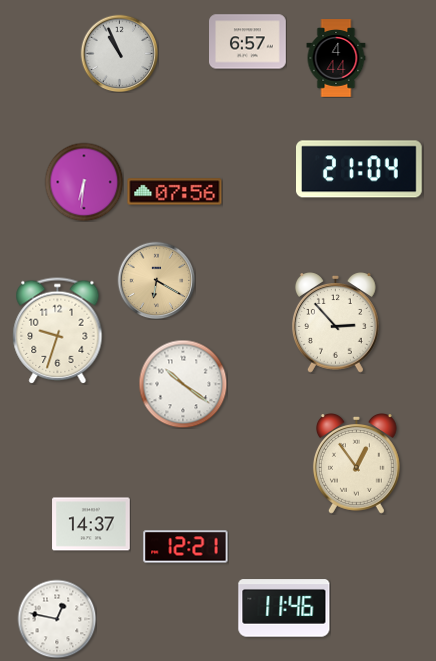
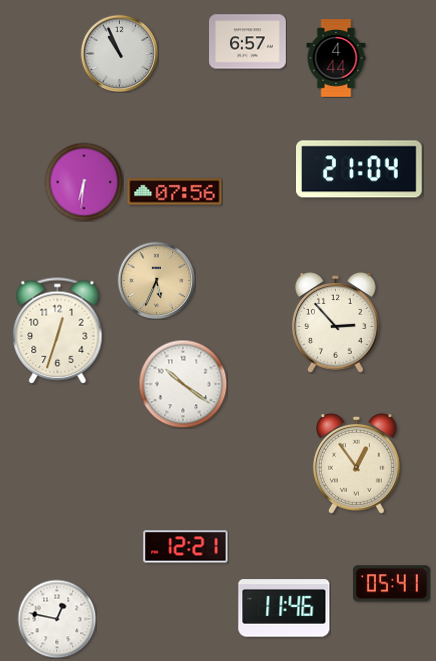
clock at (156, 280): 6:20 -> 5:34
clock at (58, 331): 9:33 -> 12:33
clock at (91, 524): 14:37 -> none
clock at (392, 584): none -> 05:41
